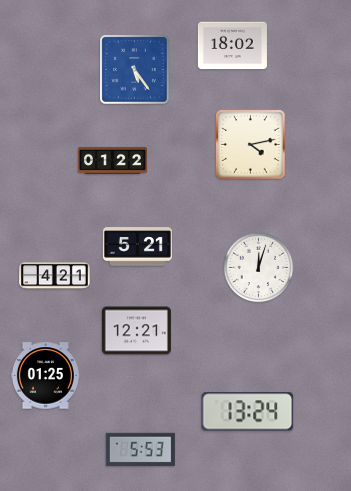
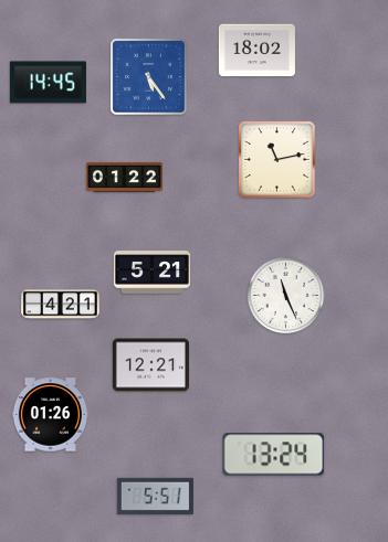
clock at (48, 83): none -> 14:45
clock at (251, 145): 4:13 -> 11:13
clock at (259, 268): 12:03 -> 11:26
clock at (45, 376): 01:25 -> 01:26
clock at (140, 449): 5:53 -> 5:51
